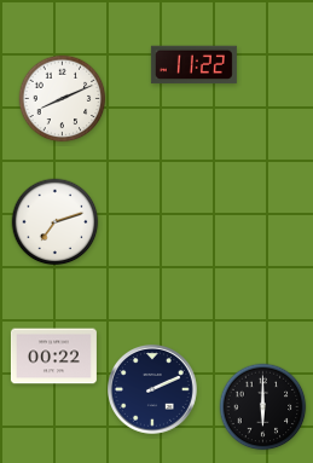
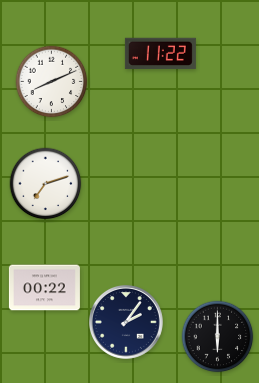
clock at (53, 357) position: (53, 357) -> (44, 288)
clock at (152, 389): 2:11 -> 2:06
